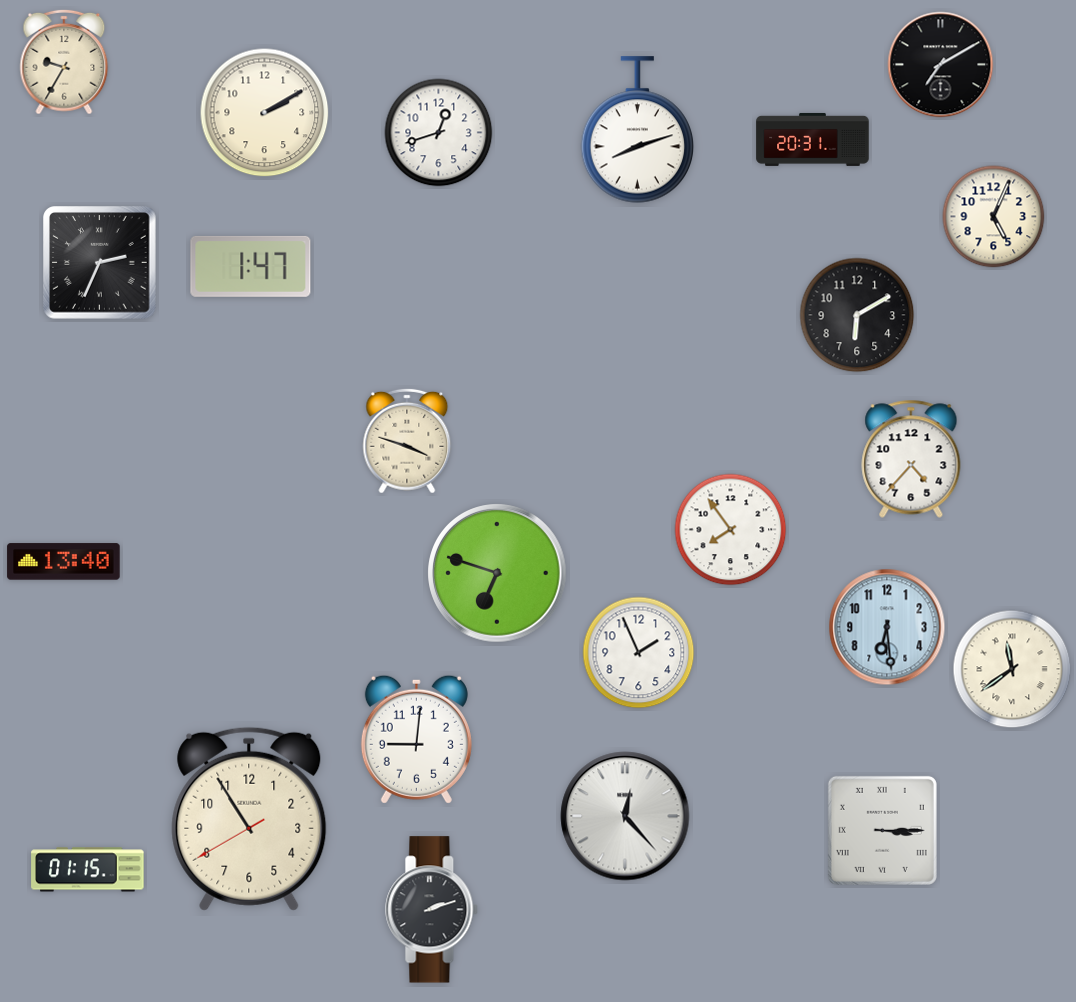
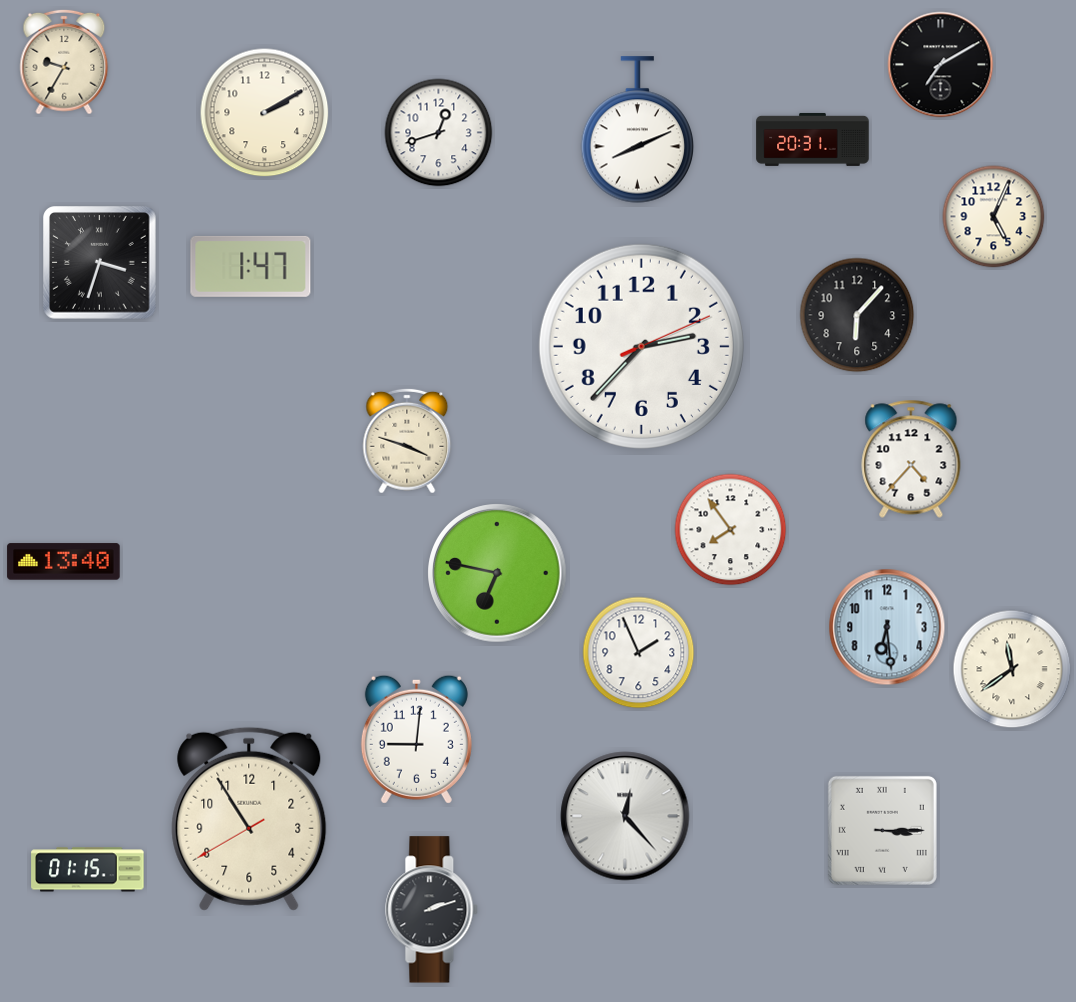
clock at (638, 130): 8:12 -> 8:11
clock at (100, 263): 2:34 -> 3:33
clock at (857, 315): 6:10 -> 6:07
clock at (641, 346): none -> 2:37
clock at (497, 573): 6:48 -> 6:47
